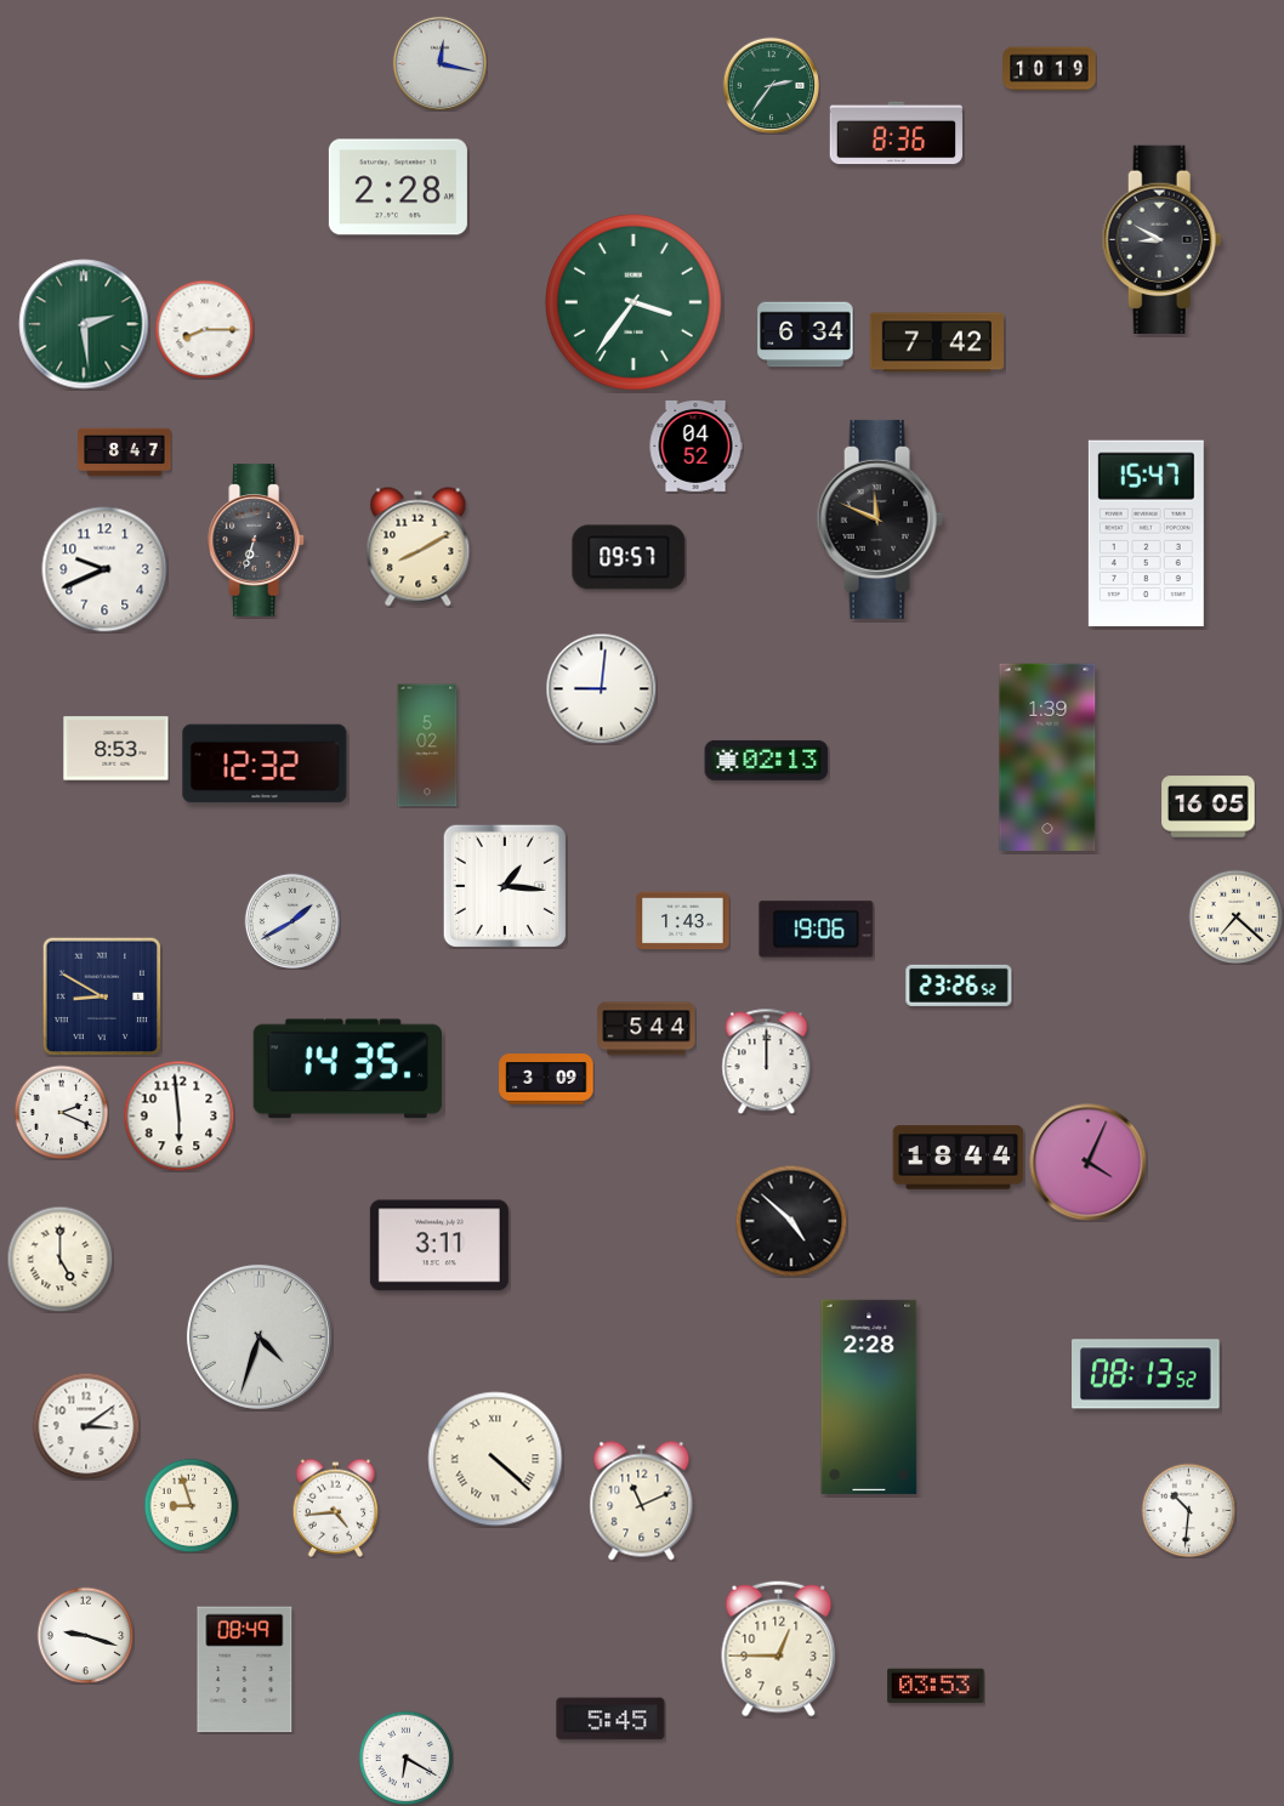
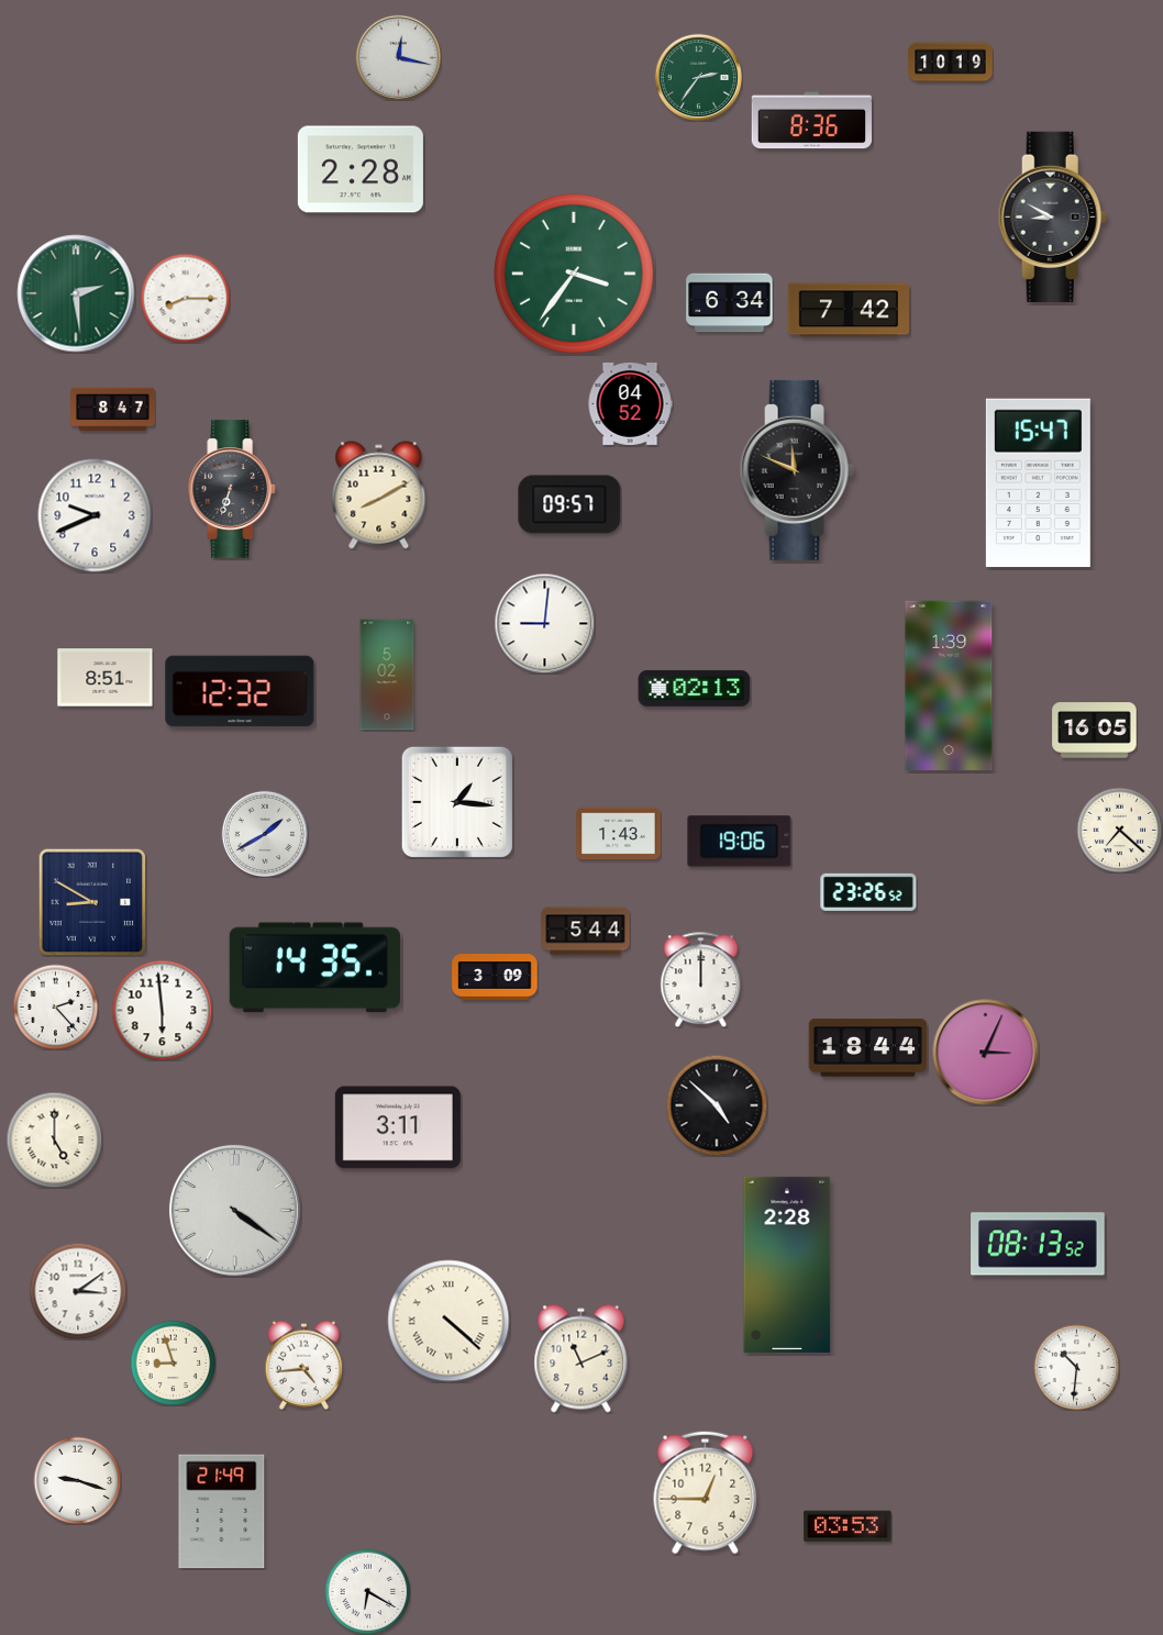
clock at (117, 749): 8:53 -> 8:51
clock at (767, 1061) position: (767, 1061) -> (701, 979)
clock at (61, 1112): 2:19 -> 2:23
clock at (1089, 1163): 4:04 -> 3:04
clock at (258, 1336): 4:33 -> 4:21
clock at (245, 1670): 08:49 -> 21:49
clock at (610, 1719): 5:45 -> none
